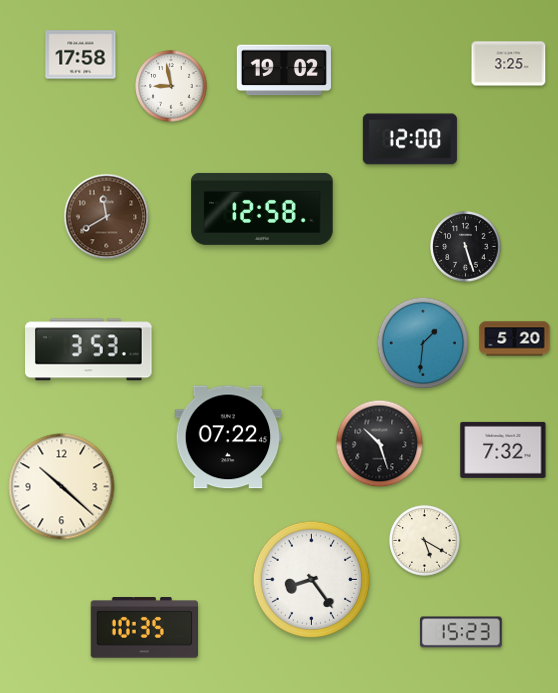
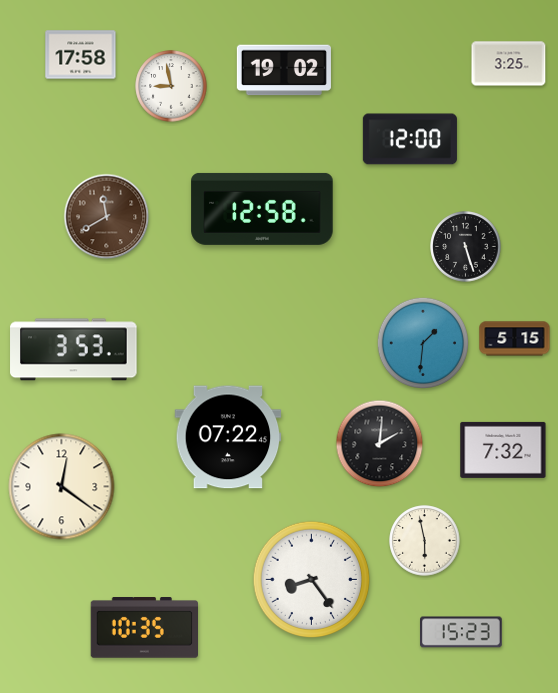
clock at (515, 339): 5:20 -> 5:15
clock at (89, 350) position: (89, 350) -> (74, 350)
clock at (380, 444): 10:27 -> 2:01
clock at (62, 487): 10:22 -> 12:21
clock at (425, 541): 5:20 -> 5:58
